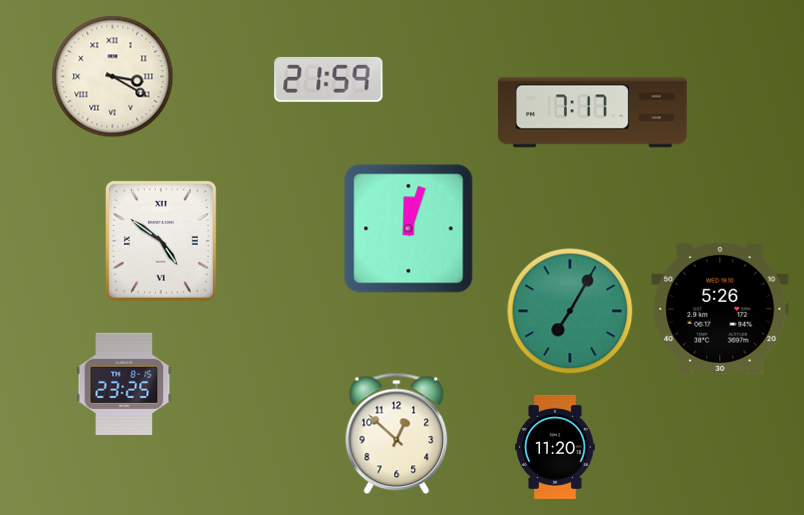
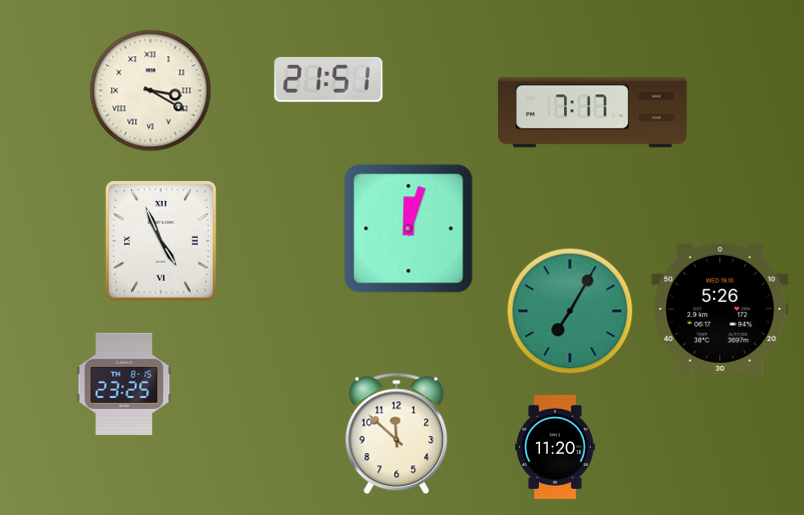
clock at (113, 77) position: (113, 77) -> (151, 91)
clock at (329, 79): 21:59 -> 21:51
clock at (161, 241): 4:51 -> 4:56
clock at (397, 434): 12:52 -> 11:52
